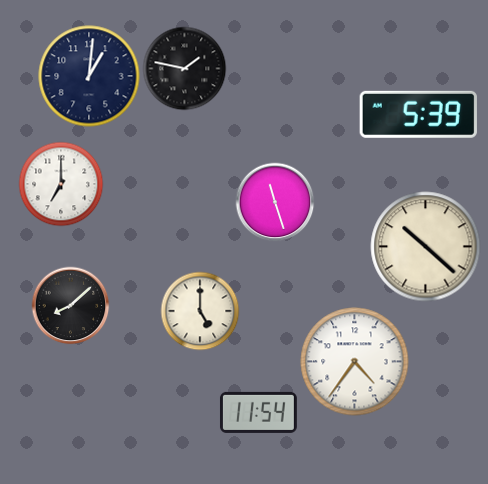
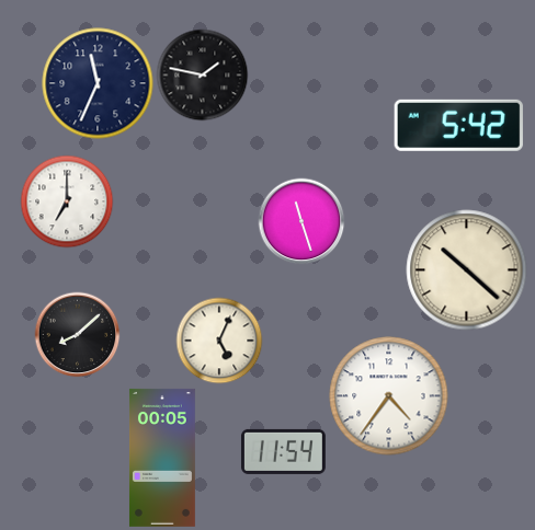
clock at (89, 76): 1:01 -> 11:34
clock at (418, 114): 5:39 -> 5:42
clock at (200, 311): 5:00 -> 5:04
clock at (162, 458): none -> 00:05
